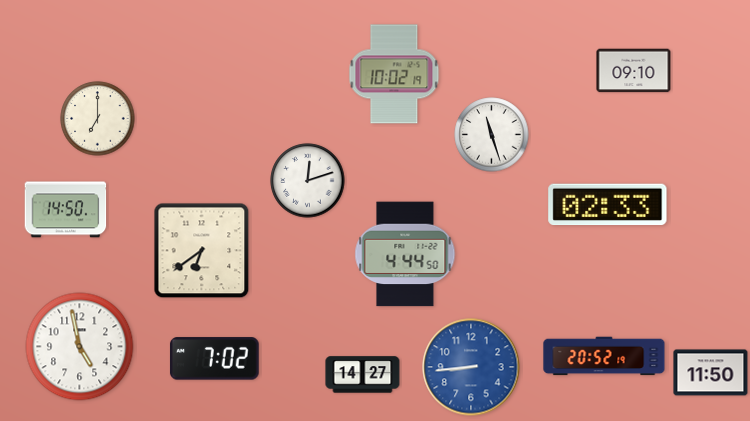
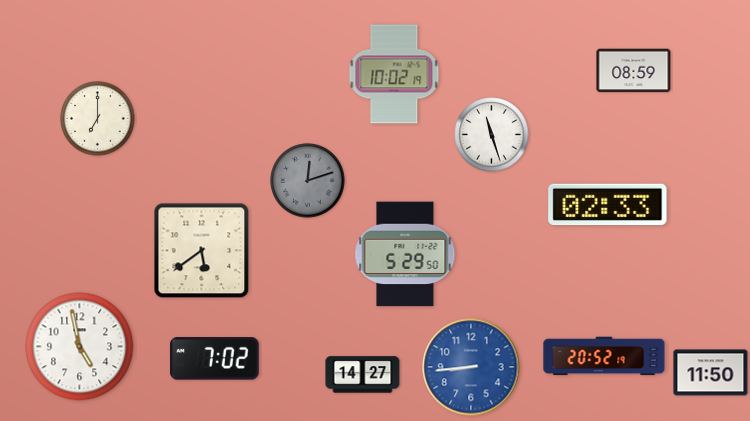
clock at (634, 71): 09:10 -> 08:59
clock at (308, 181) dial: white -> grey
clock at (66, 210): 14:50 -> none
clock at (202, 251): 6:39 -> 5:39
clock at (405, 254): 4:44 -> 5:29
